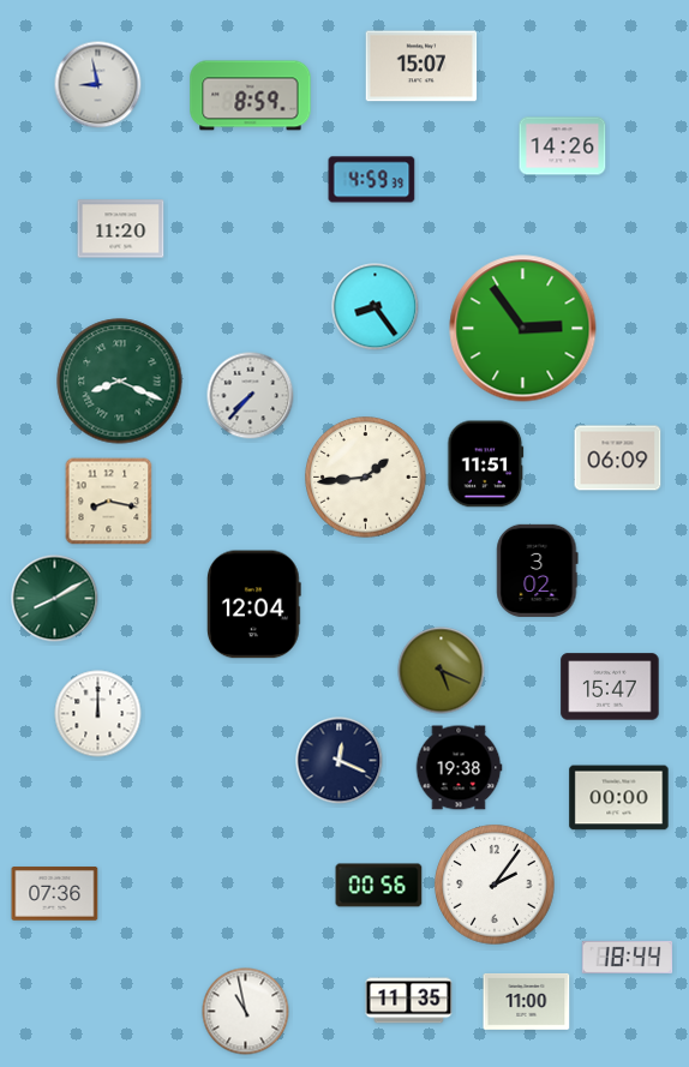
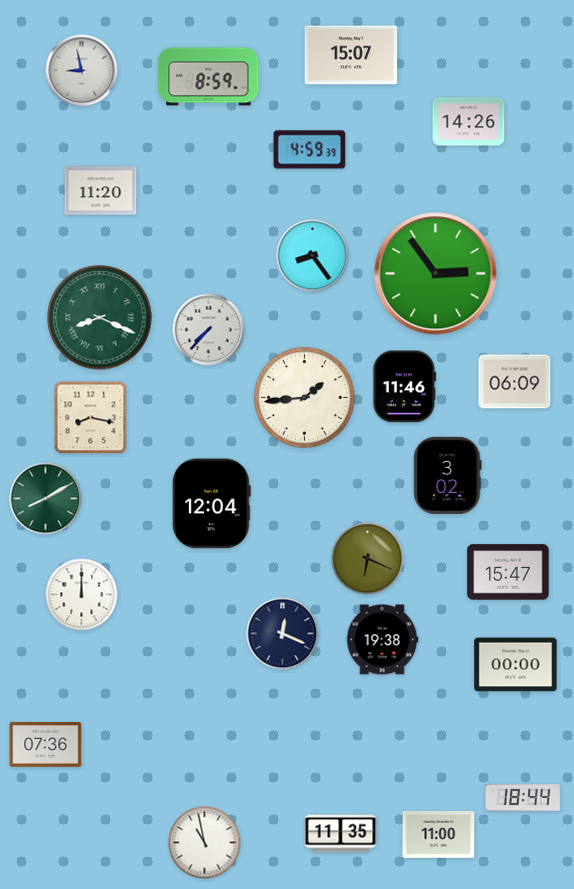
clock at (251, 96) position: (251, 96) -> (209, 77)
clock at (486, 464): 11:51 -> 11:46
clock at (442, 671): 5:19 -> 6:19
clock at (495, 885): 2:06 -> none
clock at (379, 886): 00:56 -> none
